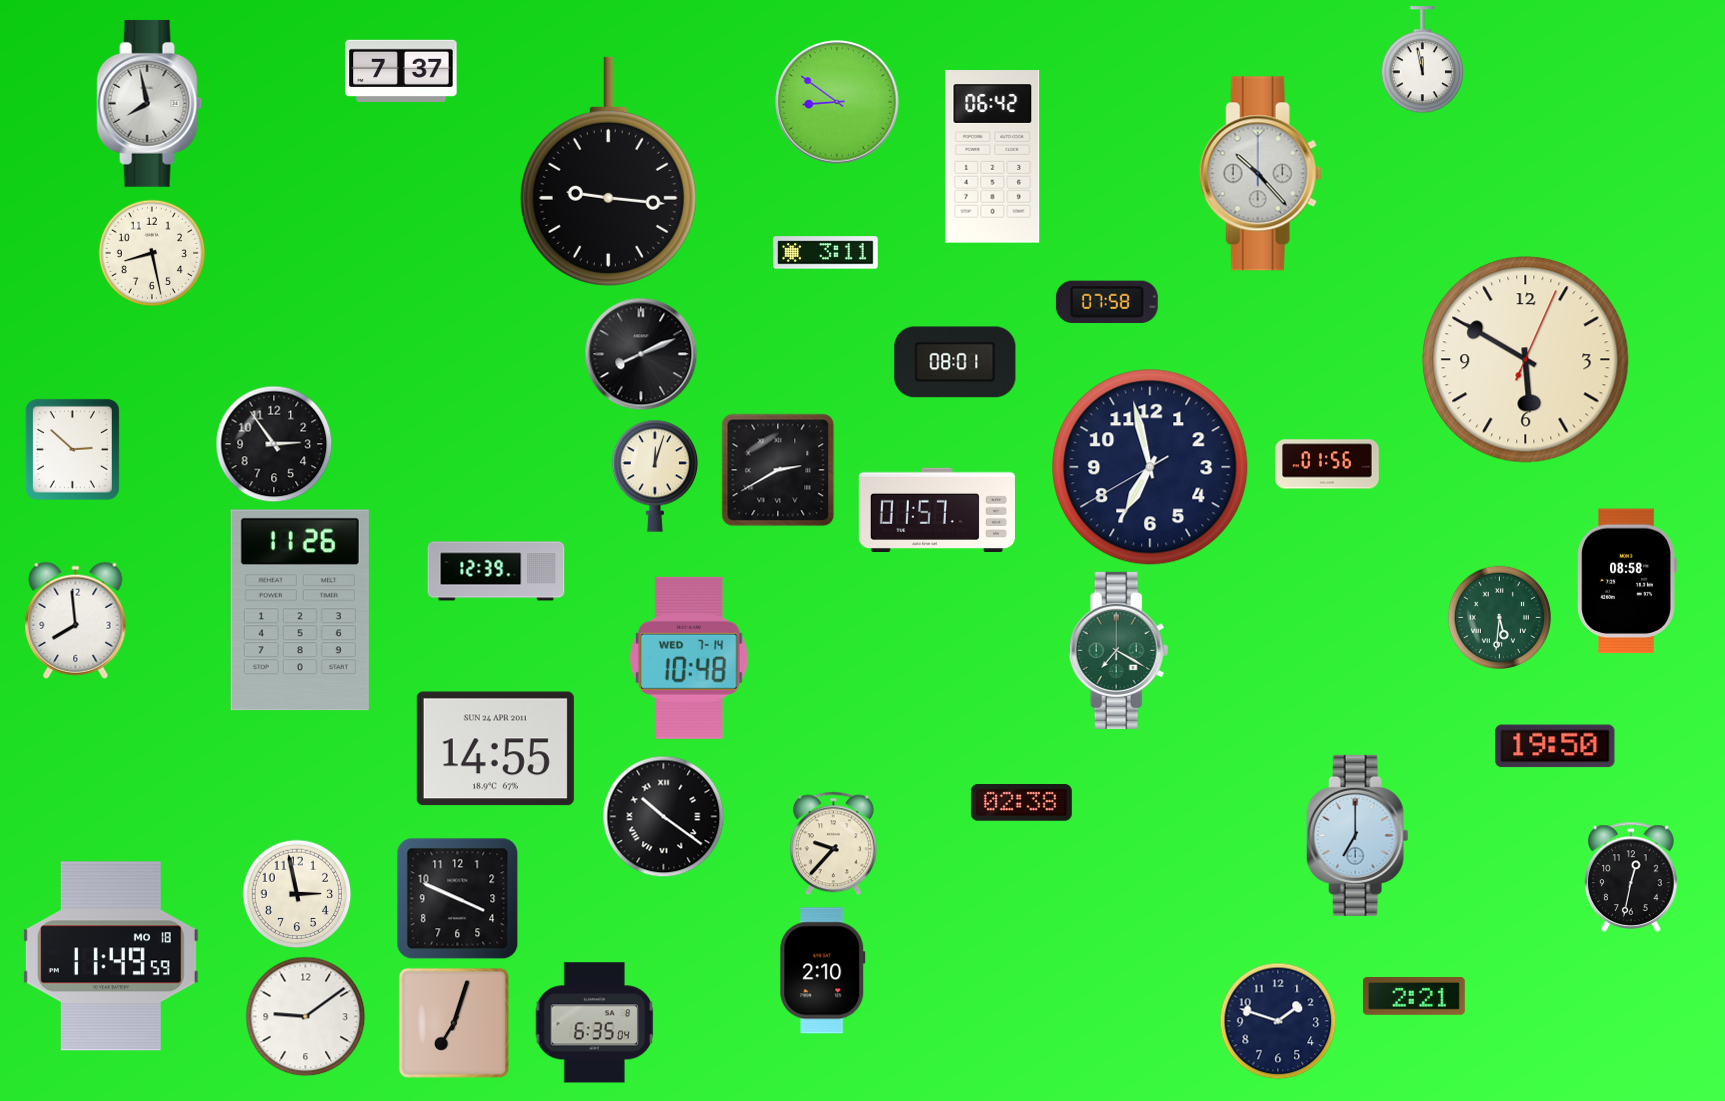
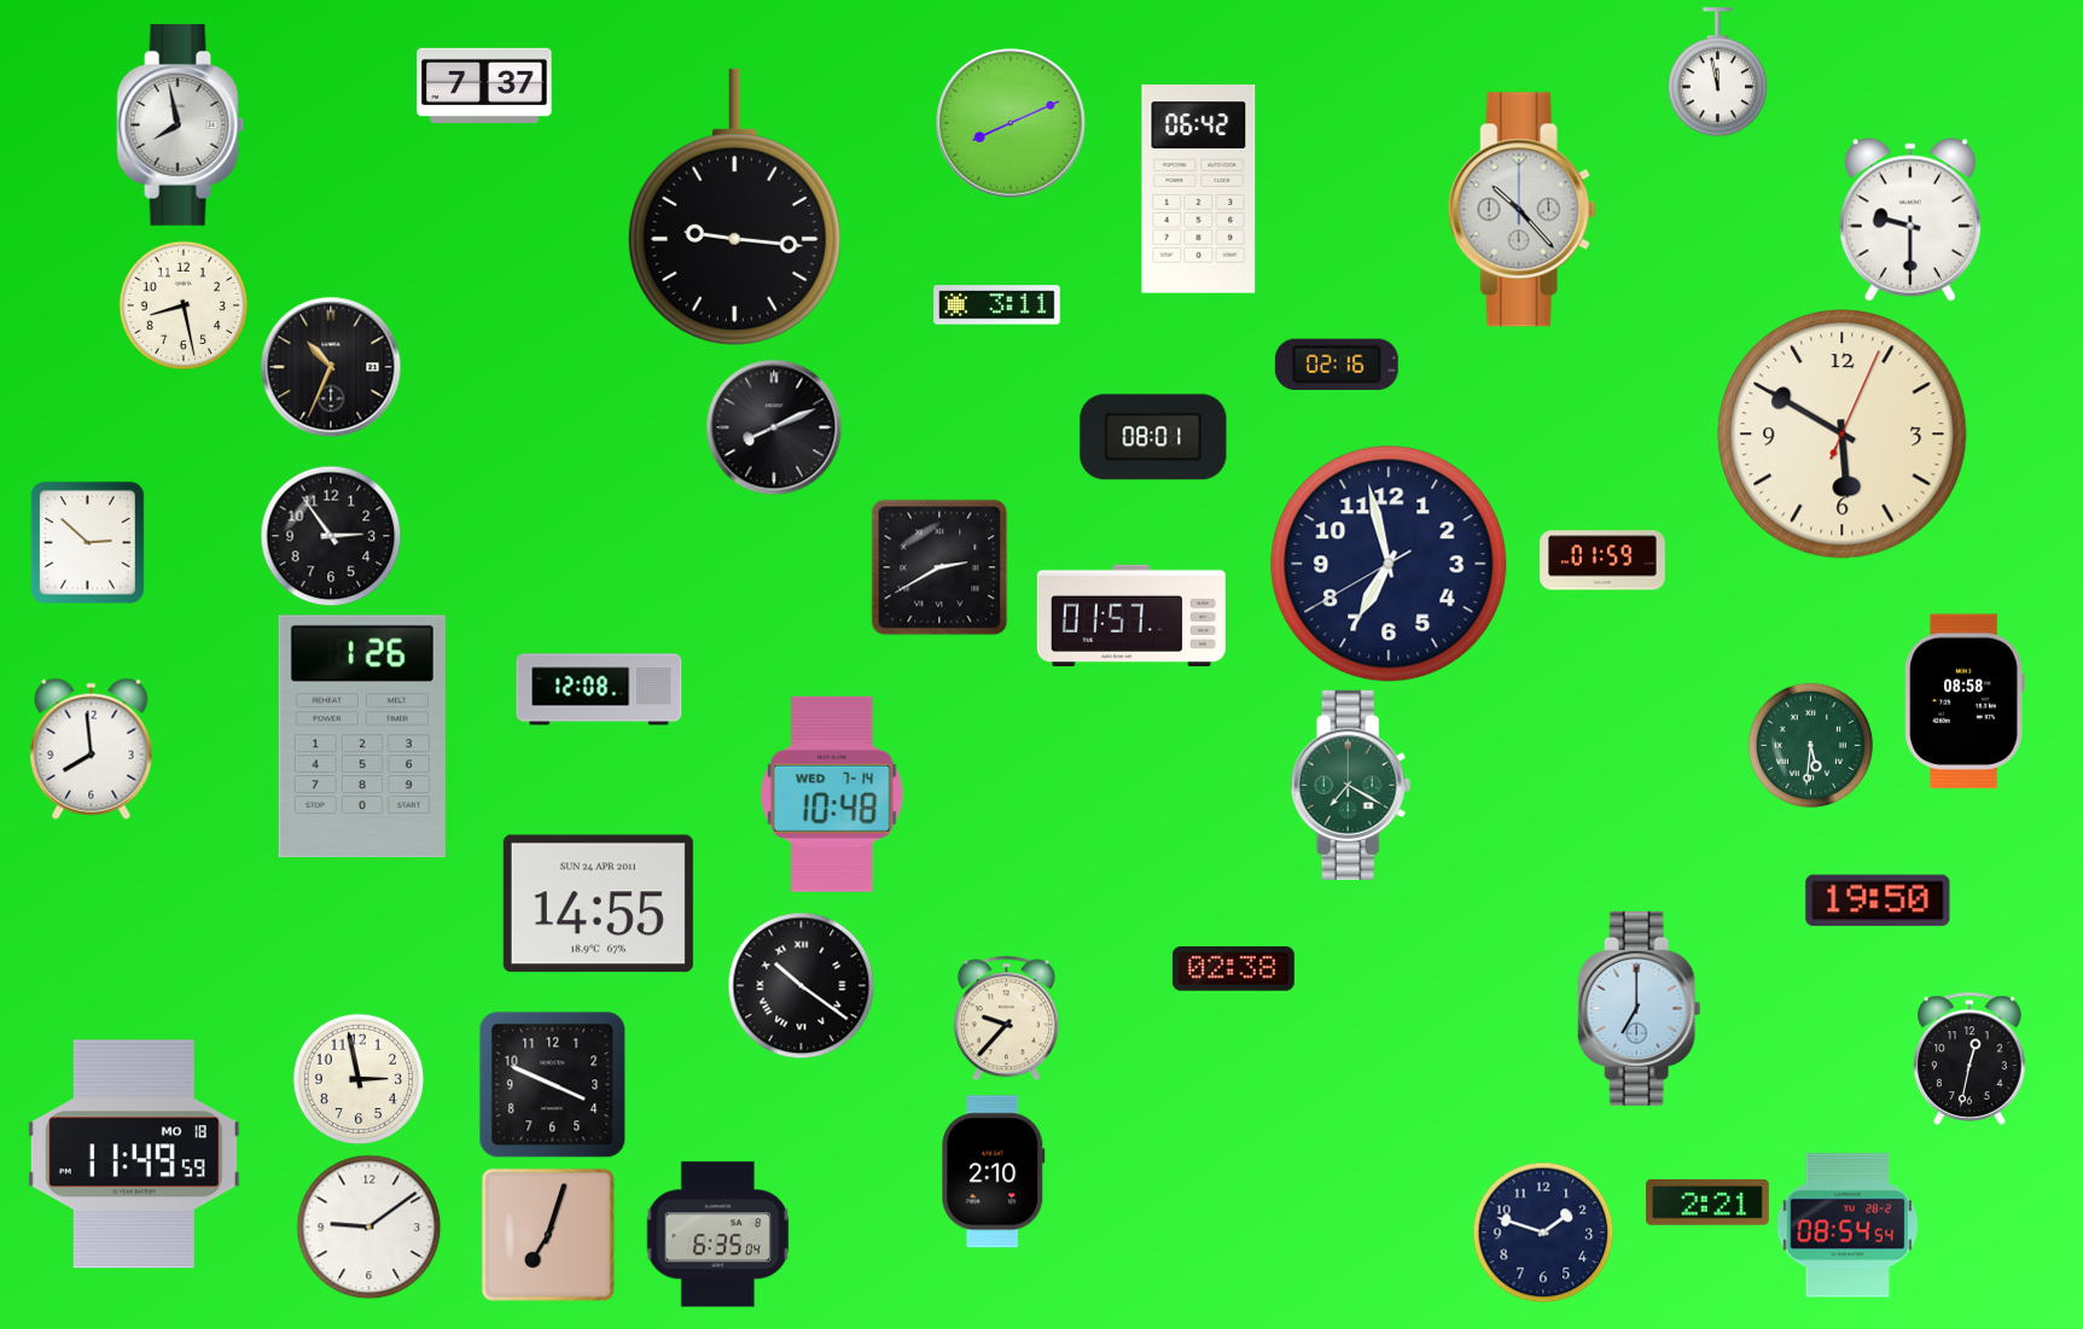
clock at (837, 102): 8:51 -> 8:11
clock at (1909, 220): none -> 9:30
clock at (1107, 302): 07:58 -> 02:16
clock at (331, 367): none -> 10:34
clock at (1327, 464): 01:56 -> 01:59
clock at (655, 476): 12:03 -> none
clock at (496, 571): 12:39 -> 12:08
clock at (300, 610): 11:26 -> 1:26
clock at (1848, 1225): none -> 08:54
